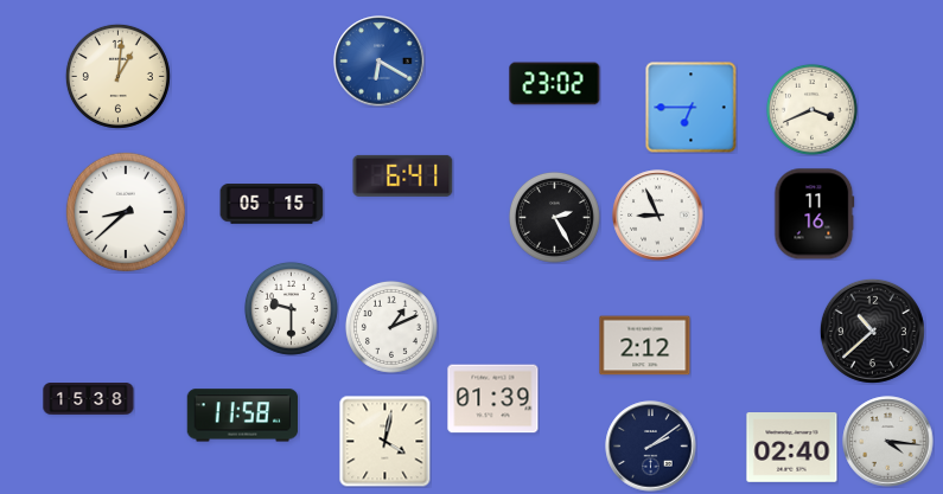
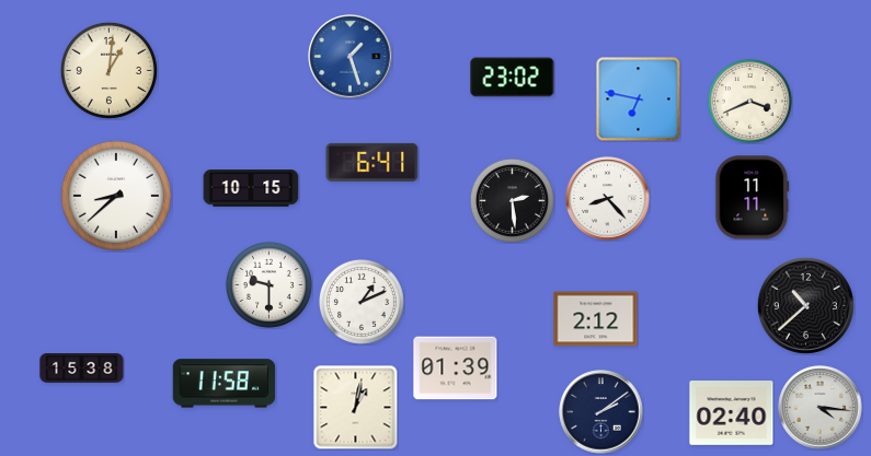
clock at (380, 62): 6:20 -> 1:27
clock at (692, 108): 6:45 -> 6:47
clock at (272, 204): 05:15 -> 10:15
clock at (815, 214): 11:16 -> 11:11
clock at (658, 216): 8:56 -> 8:23
clock at (554, 217): 2:25 -> 2:29
clock at (384, 441): 4:02 -> 1:02
